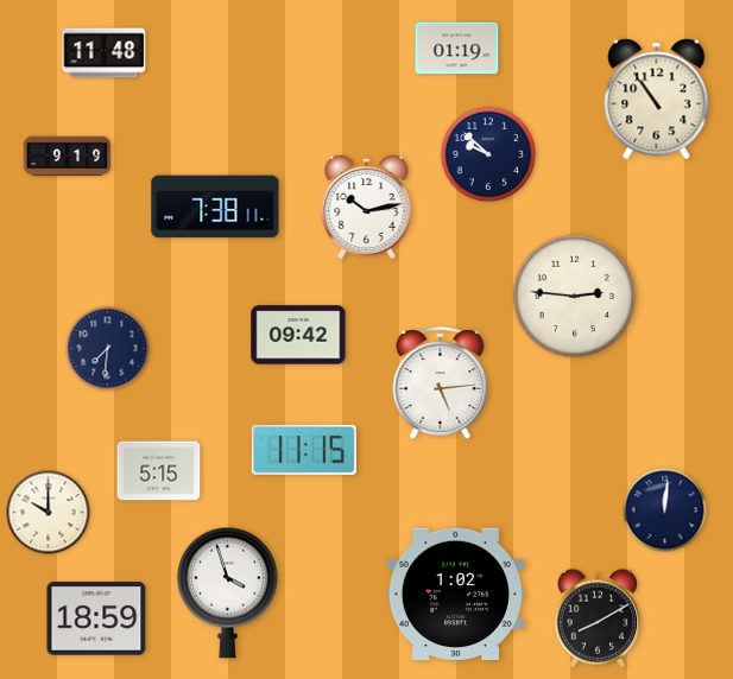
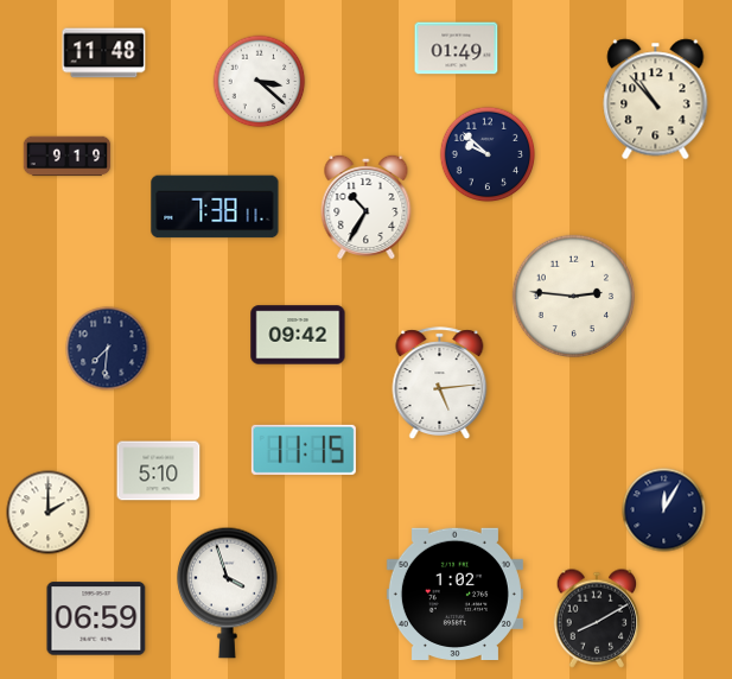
clock at (457, 49): 01:19 -> 01:49
clock at (260, 82): none -> 3:22
clock at (657, 100): 10:54 -> 10:53
clock at (367, 205): 10:13 -> 10:35
clock at (159, 471): 5:15 -> 5:10
clock at (665, 510): 12:01 -> 12:05
clock at (49, 513): 10:00 -> 2:00
clock at (96, 618): 18:59 -> 06:59
